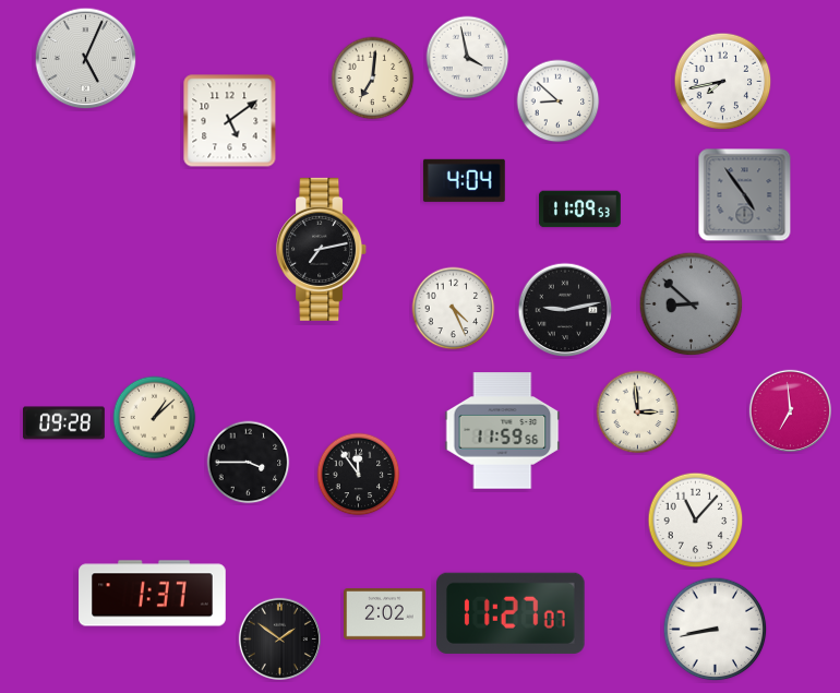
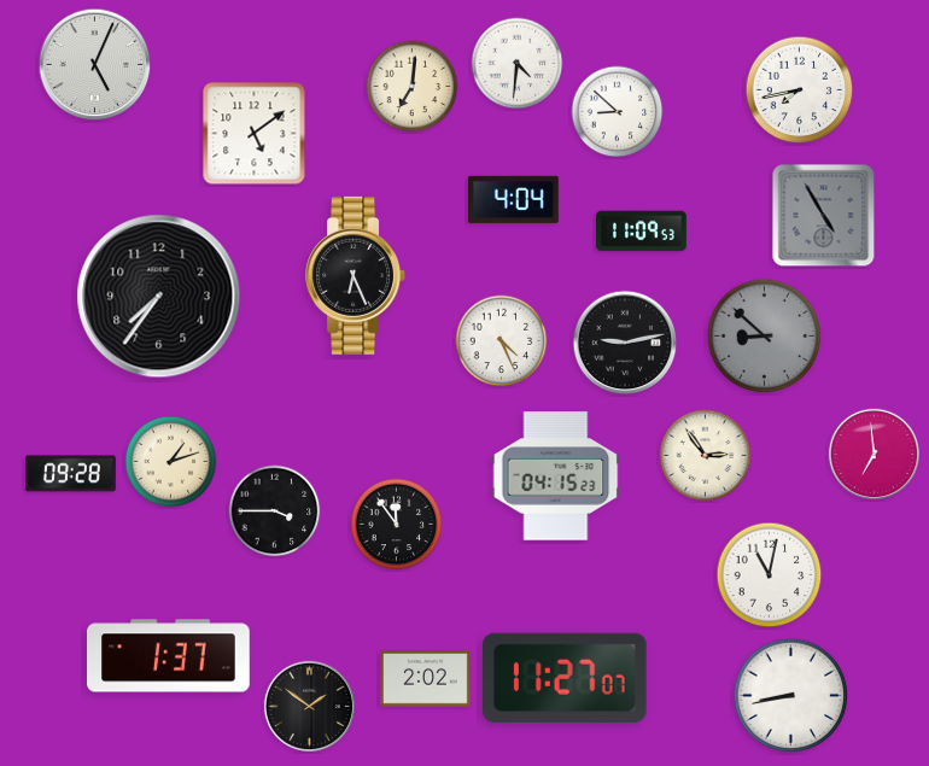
clock at (468, 58): 3:58 -> 4:31
clock at (745, 195): 4:54 -> 4:55
clock at (322, 249): 7:13 -> 6:26
clock at (159, 297): none -> 7:36
clock at (638, 413): 2:59 -> 2:54
clock at (155, 418): 1:08 -> 1:12
clock at (64, 423) position: (64, 423) -> (71, 474)
clock at (503, 431): 11:59 -> 04:15
clock at (696, 521): 11:07 -> 11:02
